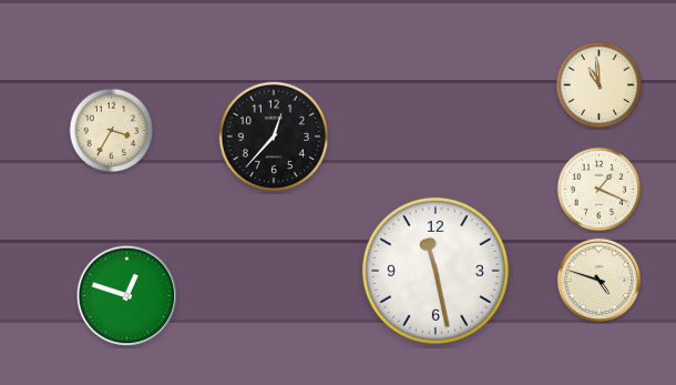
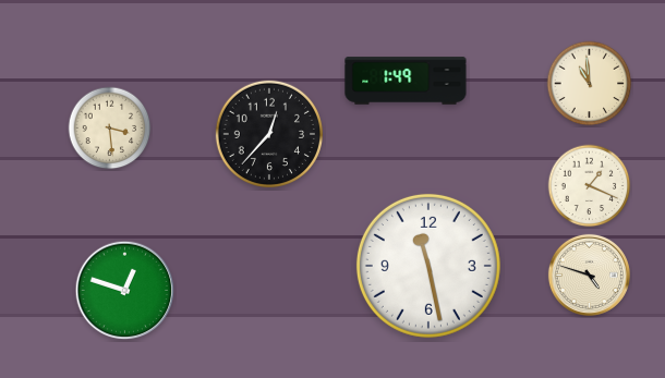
clock at (406, 81): none -> 1:49
clock at (112, 131): 3:35 -> 3:29
